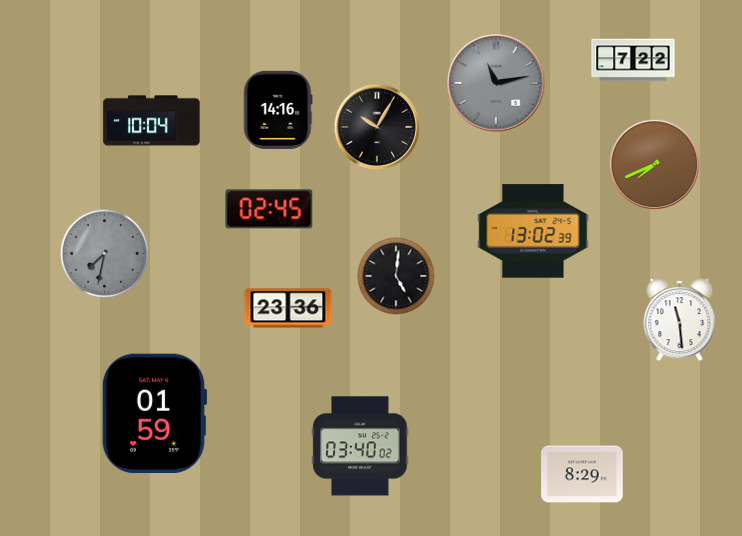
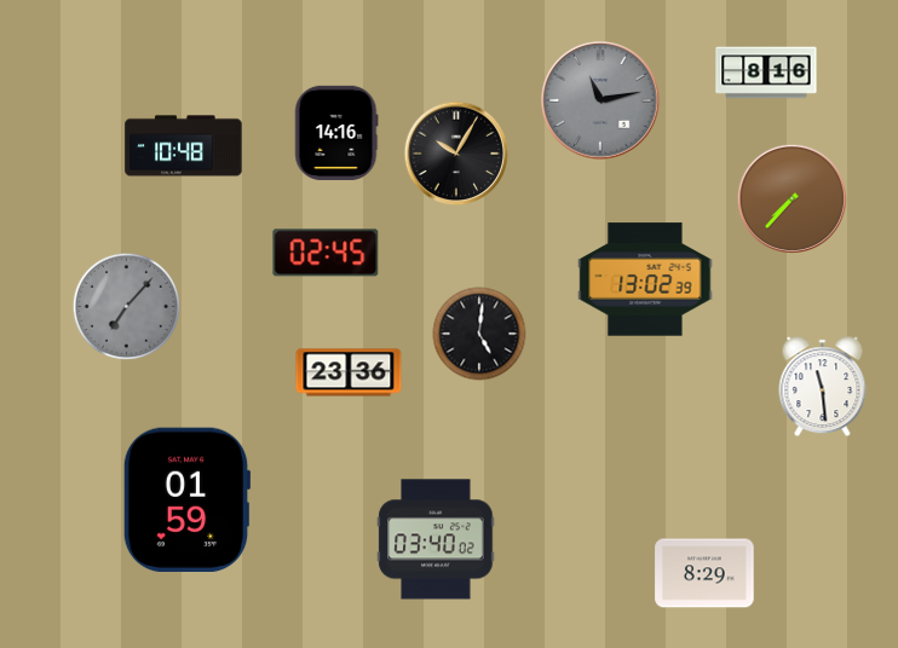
clock at (633, 60): 7:22 -> 8:16
clock at (152, 121): 10:04 -> 10:48
clock at (654, 164): 7:41 -> 7:37
clock at (105, 254): 7:32 -> 7:07
